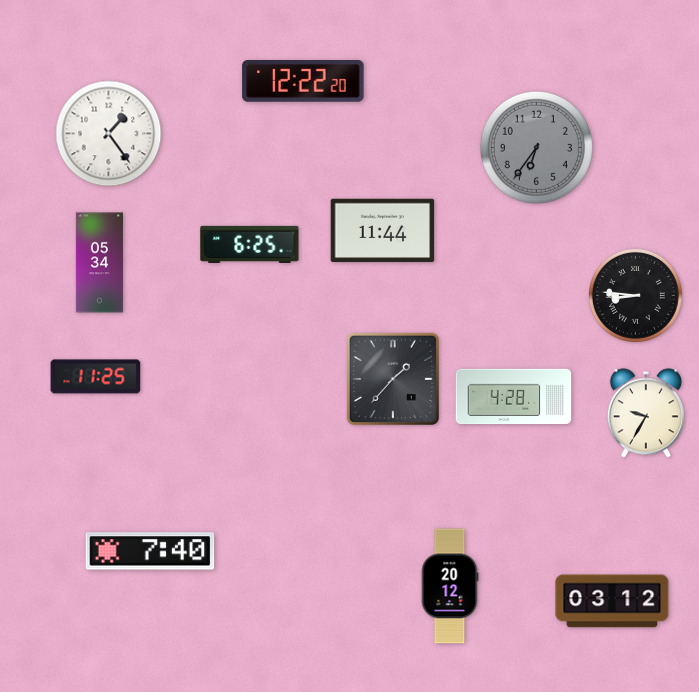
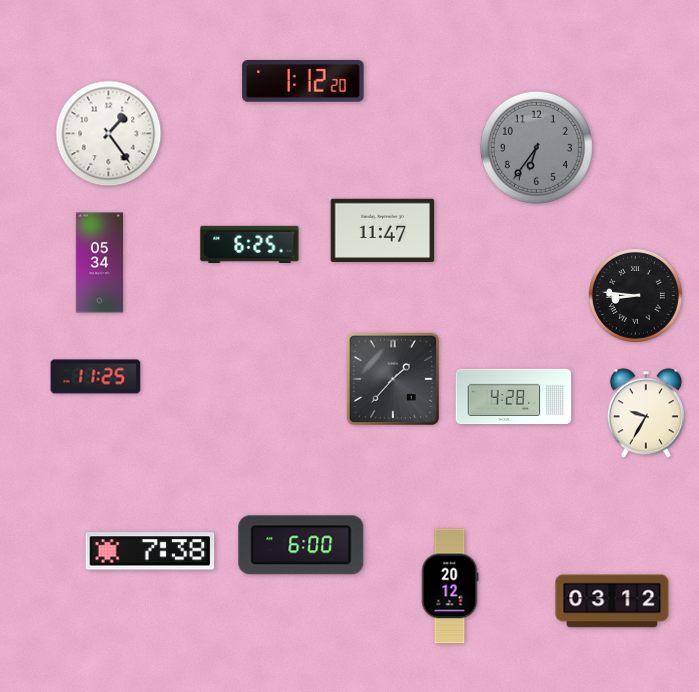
clock at (303, 82): 12:22 -> 1:12
clock at (383, 230): 11:44 -> 11:47
clock at (301, 545): none -> 6:00
clock at (150, 551): 7:40 -> 7:38
